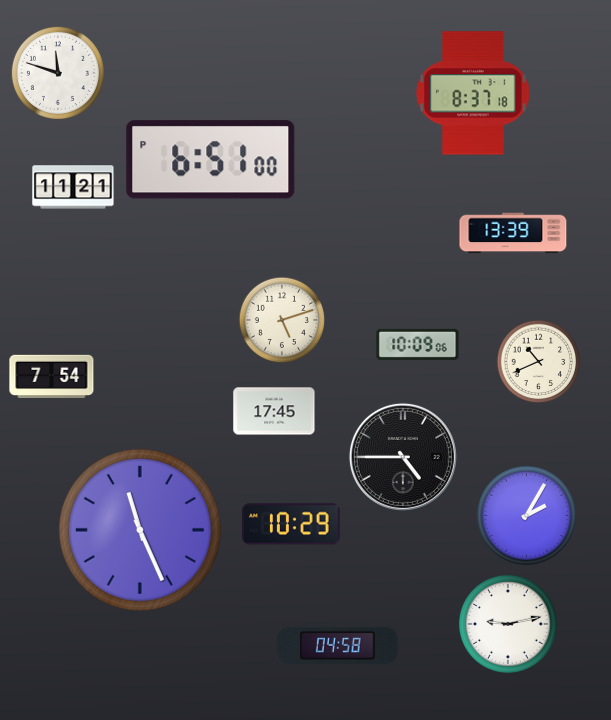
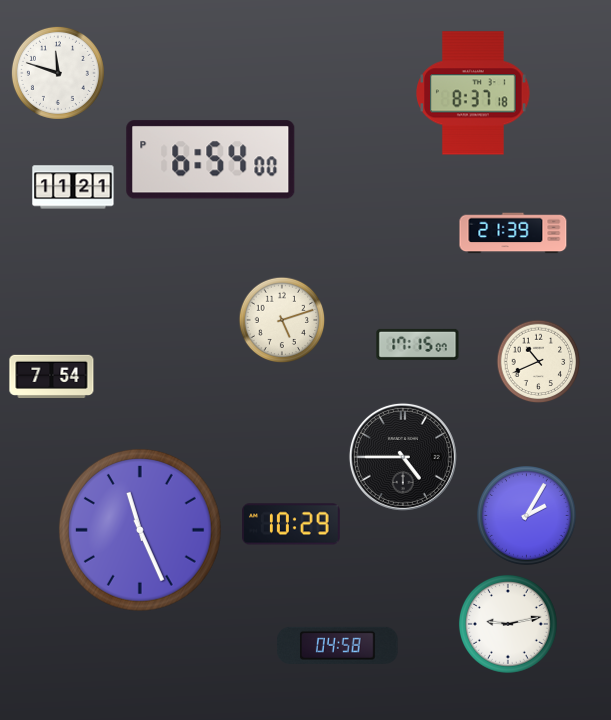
clock at (211, 160): 6:51 -> 6:54
clock at (513, 233): 13:39 -> 21:39
clock at (418, 344): 10:09 -> 17:15
clock at (274, 411): 17:45 -> none
